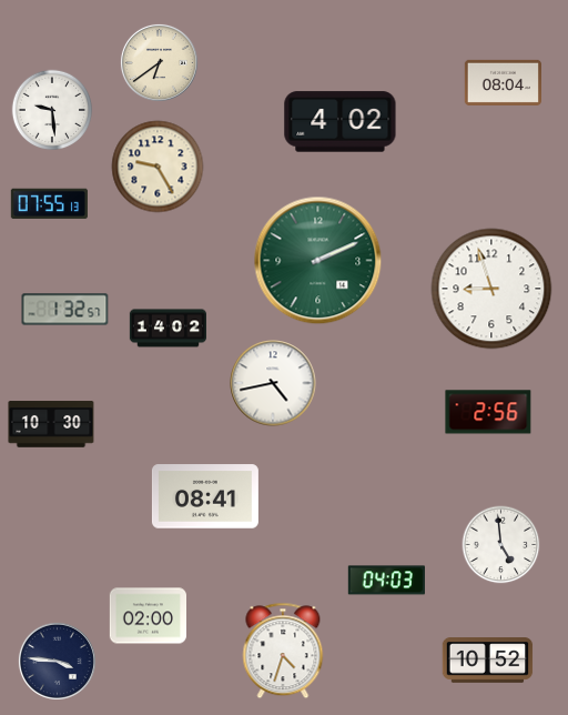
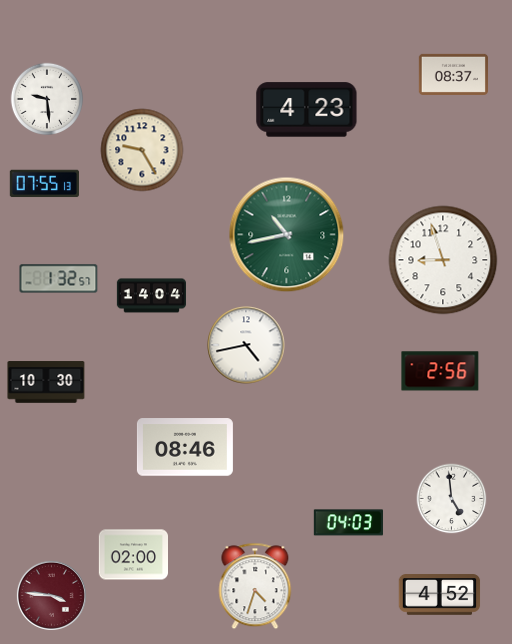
clock at (159, 62): 6:39 -> none
clock at (503, 82): 08:04 -> 08:37
clock at (341, 122): 4:02 -> 4:23
clock at (318, 261): 2:11 -> 10:43
clock at (168, 329): 14:02 -> 14:04
clock at (205, 496): 08:41 -> 08:46
clock at (501, 545) position: (501, 545) -> (452, 499)
clock at (57, 661) dial: navy -> burgundy
clock at (488, 661): 10:52 -> 4:52
